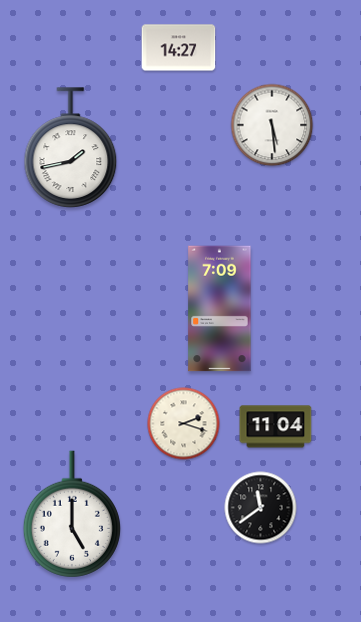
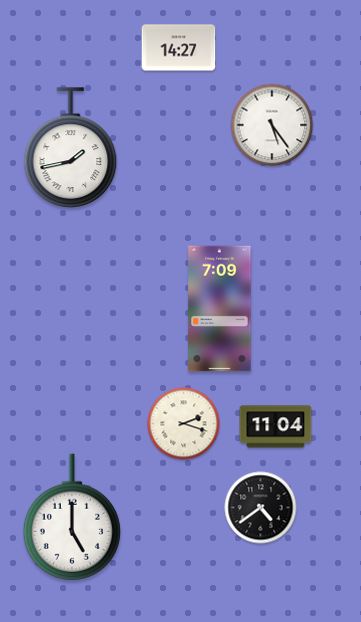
clock at (272, 125): 5:29 -> 5:24
clock at (261, 508): 11:39 -> 4:39
clock at (72, 514) position: (72, 514) -> (72, 517)
